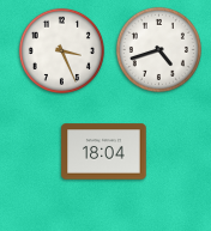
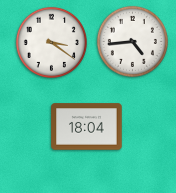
clock at (158, 49): 4:42 -> 4:44
clock at (61, 50): 3:26 -> 3:21
